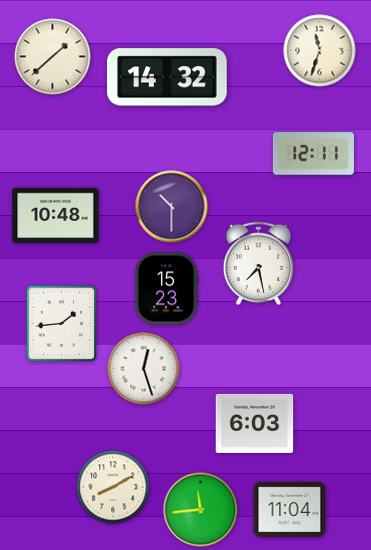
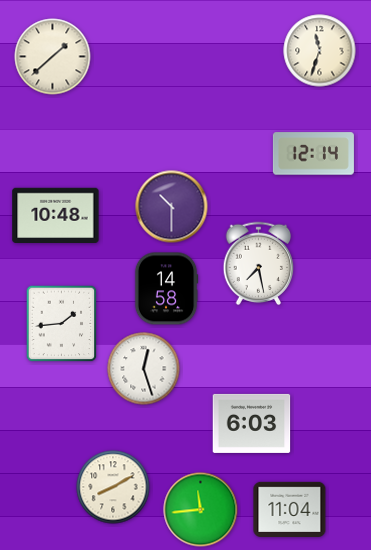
clock at (167, 77): 14:32 -> none
clock at (313, 154): 12:11 -> 12:14
clock at (166, 289): 15:23 -> 14:58
clock at (255, 423) position: (255, 423) -> (252, 423)
